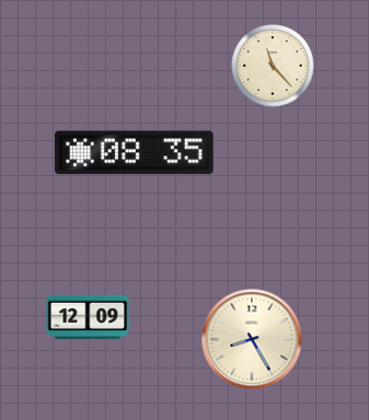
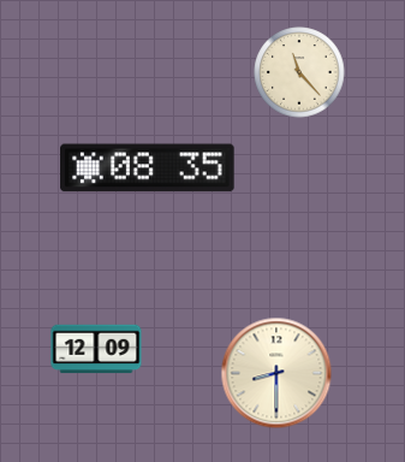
clock at (252, 339): 8:25 -> 8:30
